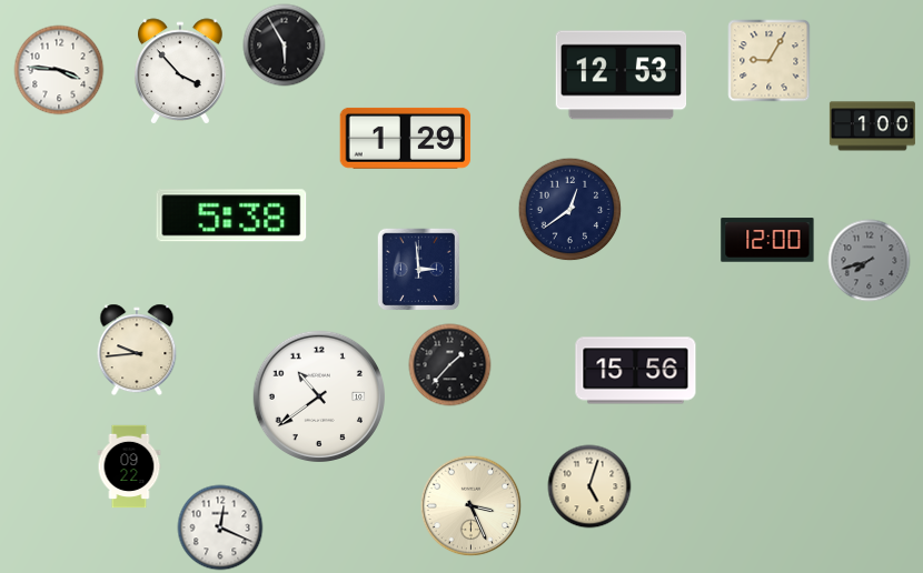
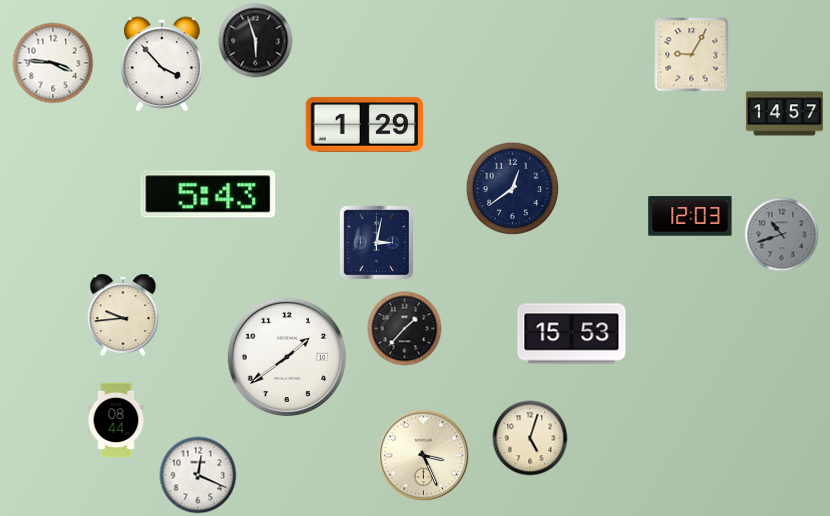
clock at (285, 46): 5:55 -> 5:57
clock at (622, 76): 12:53 -> none
clock at (872, 127): 1:00 -> 14:57
clock at (231, 215): 5:38 -> 5:43
clock at (767, 240): 12:00 -> 12:03
clock at (870, 261): 7:42 -> 10:42
clock at (419, 270): 2:59 -> 3:02
clock at (636, 371): 15:56 -> 15:53
clock at (318, 395): 10:39 -> 1:39
clock at (129, 466): 09:22 -> 08:44
